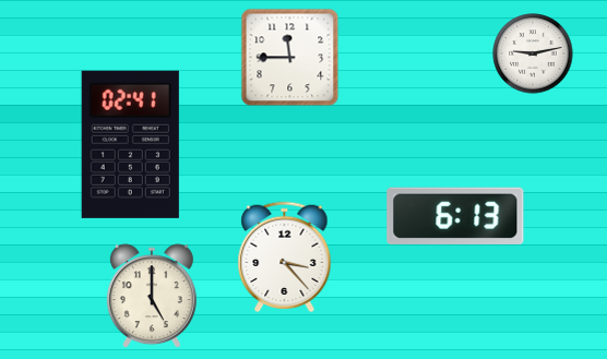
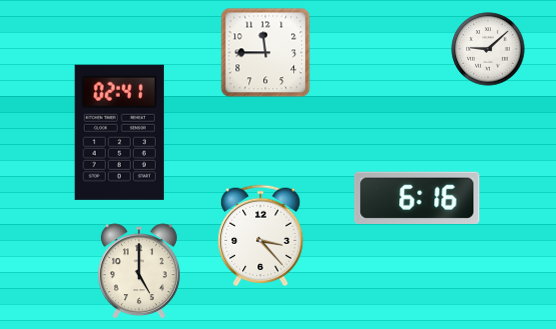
clock at (533, 53): 9:13 -> 9:08
clock at (455, 215): 6:13 -> 6:16
